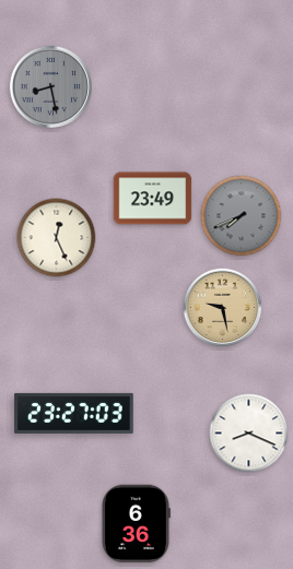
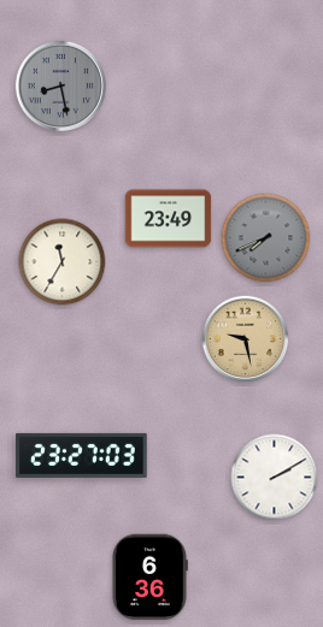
clock at (50, 86) position: (50, 86) -> (60, 85)
clock at (57, 238): 12:26 -> 11:35
clock at (249, 434): 8:19 -> 2:10
